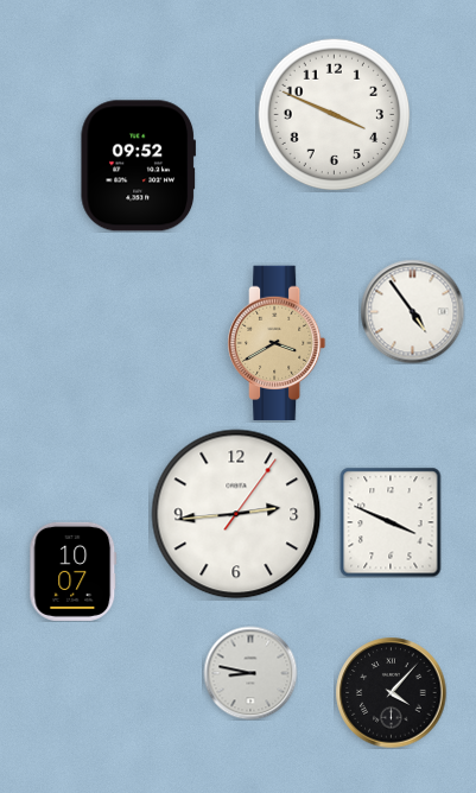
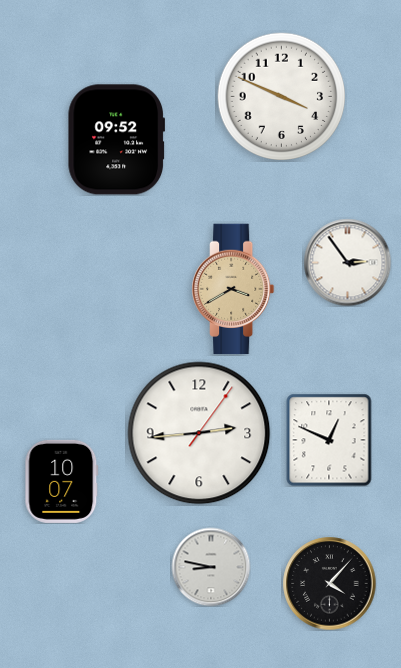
clock at (412, 311): 4:54 -> 2:54
clock at (391, 522): 3:49 -> 12:49
